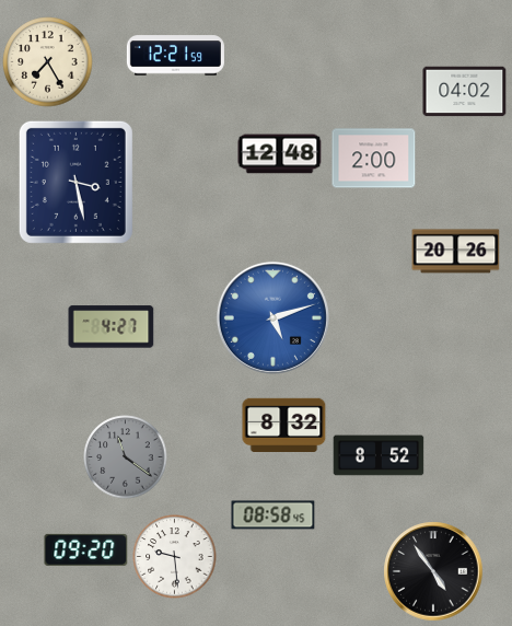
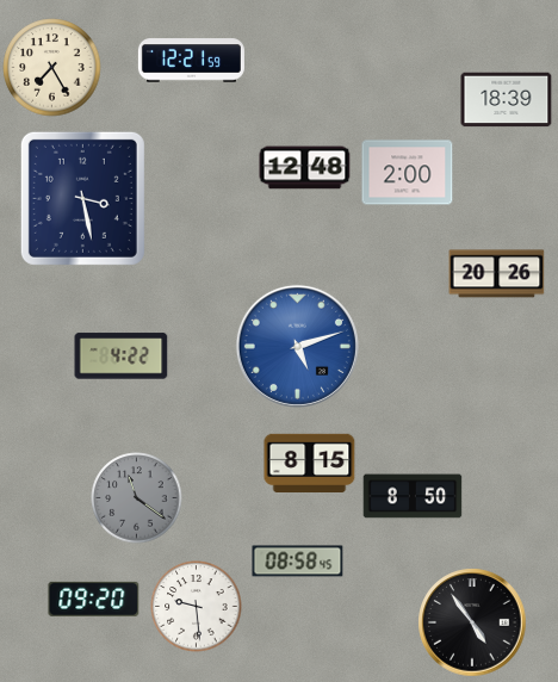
clock at (465, 92): 04:02 -> 18:39
clock at (112, 327): 4:27 -> 4:22
clock at (284, 426): 8:32 -> 8:15
clock at (379, 455): 8:52 -> 8:50
clock at (175, 557) position: (175, 557) -> (197, 607)
